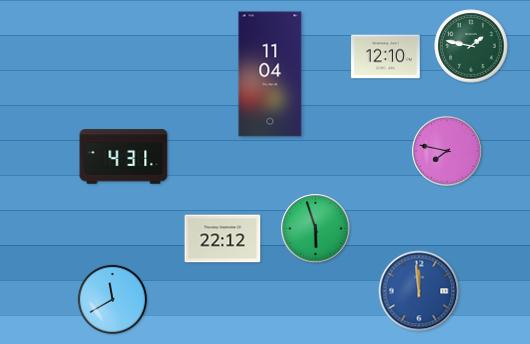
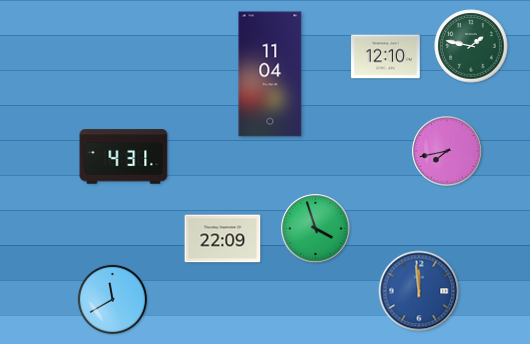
clock at (447, 151): 7:47 -> 7:43
clock at (316, 229): 5:57 -> 3:57
clock at (223, 239): 22:12 -> 22:09
